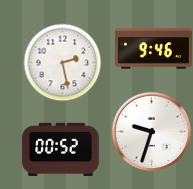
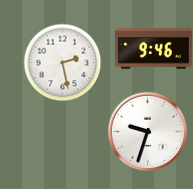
clock at (151, 131) position: (151, 131) -> (147, 131)
clock at (61, 150): 00:52 -> none
